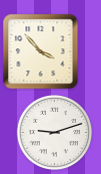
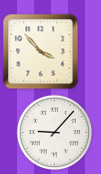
clock at (55, 133): 9:12 -> 9:07
